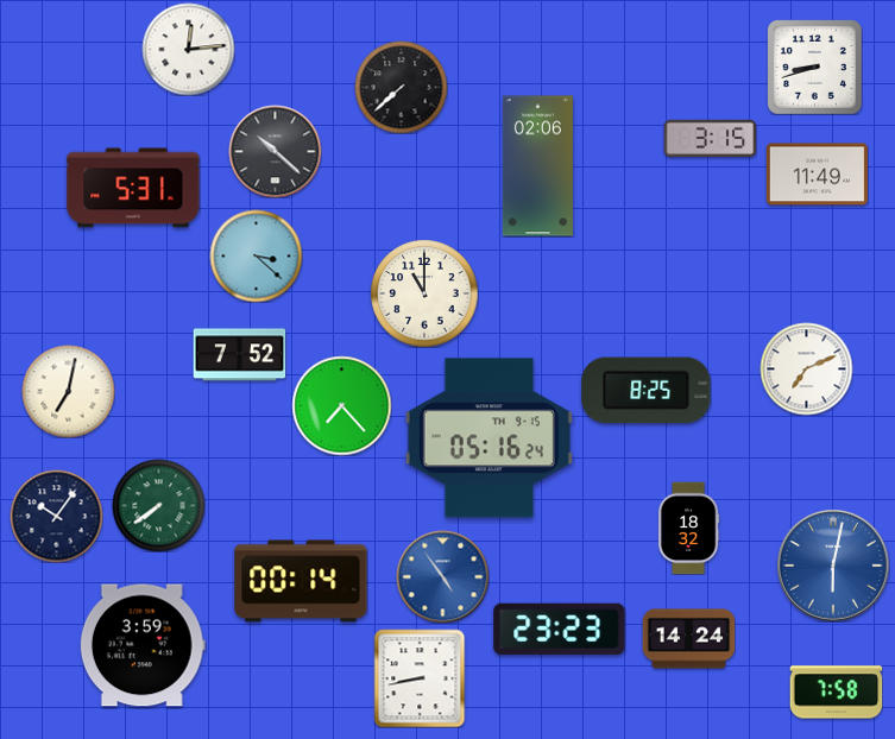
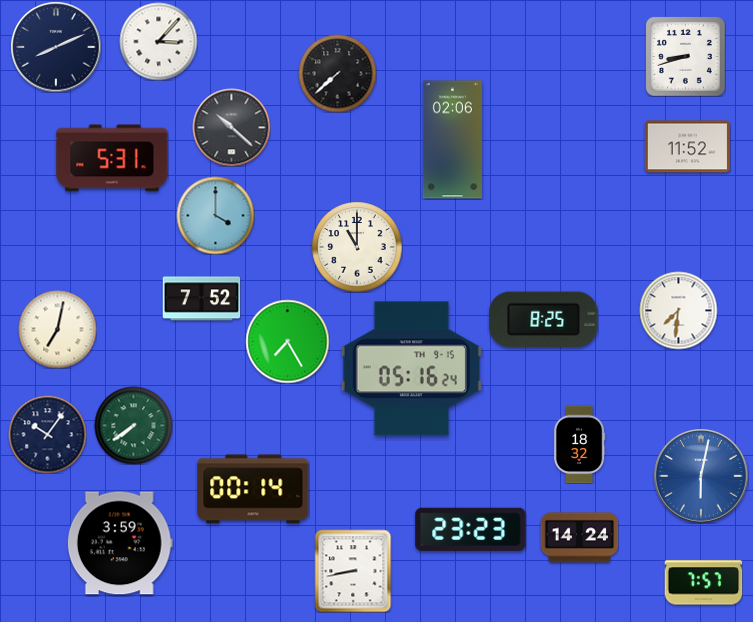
clock at (188, 49): 12:14 -> 3:07
clock at (56, 47): none -> 8:11
clock at (710, 138): 3:15 -> none
clock at (817, 175): 11:49 -> 11:52
clock at (256, 255): 3:22 -> 4:00
clock at (806, 368): 7:11 -> 7:31
clock at (647, 391) position: (647, 391) -> (544, 320)
clock at (341, 405): 7:23 -> 7:25
clock at (442, 576): 4:54 -> none
clock at (836, 693): 7:58 -> 7:57
